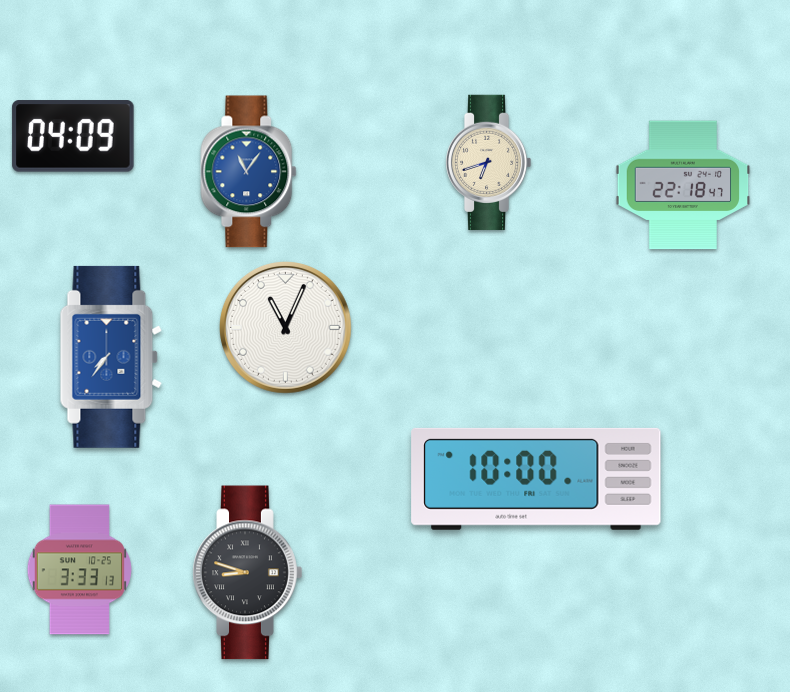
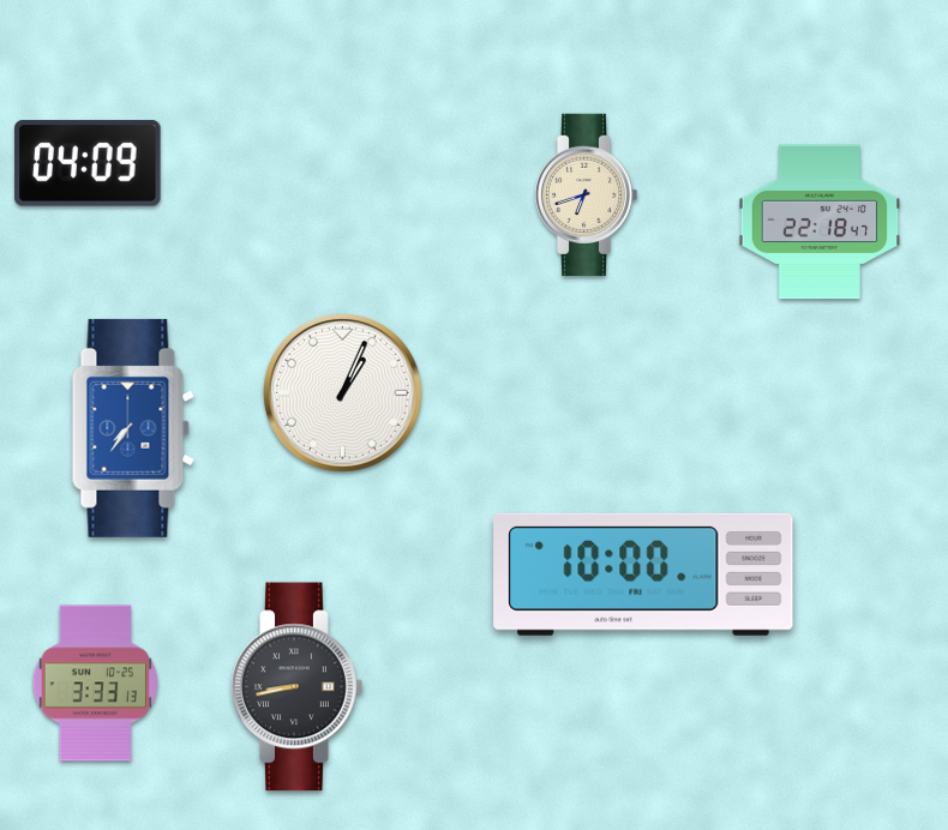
clock at (249, 172): 11:06 -> none
clock at (286, 328): 11:04 -> 1:04
clock at (248, 573): 8:48 -> 8:43
